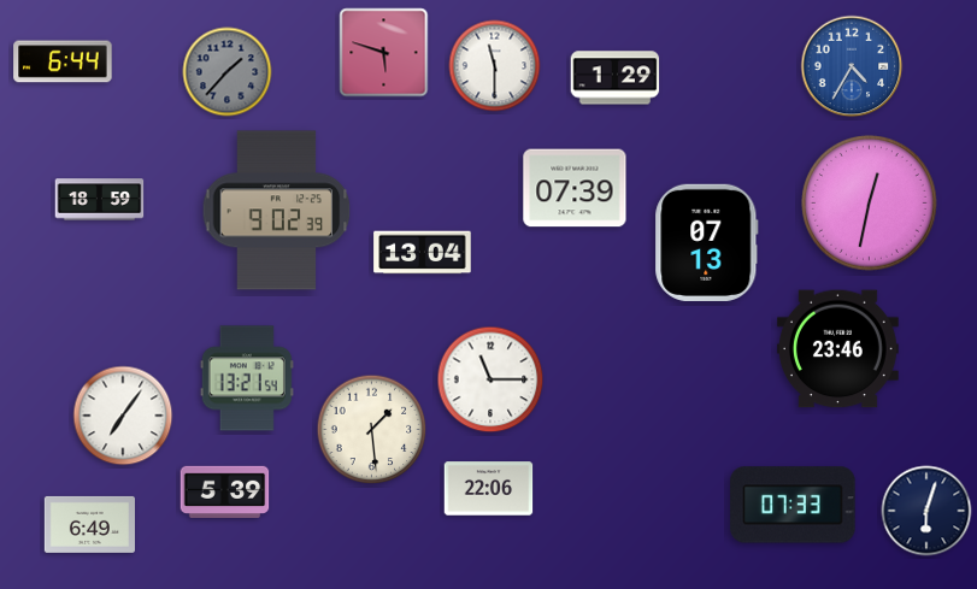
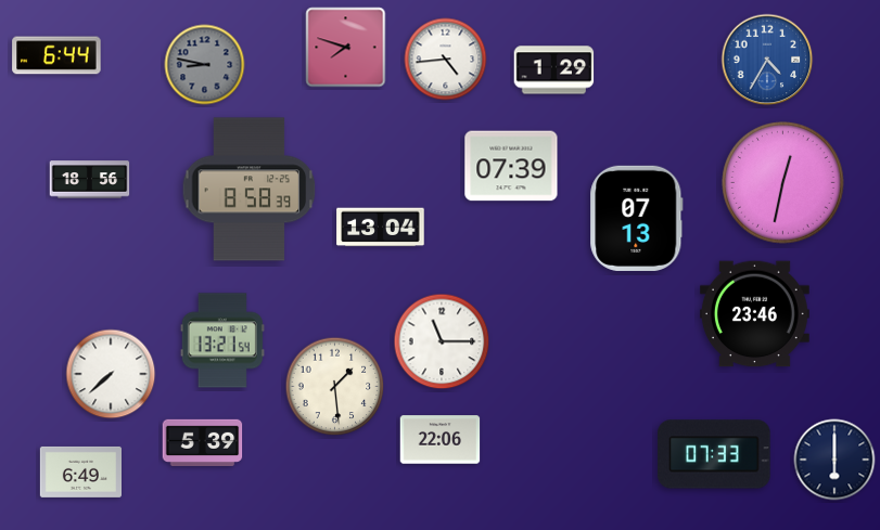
clock at (384, 53): 5:48 -> 7:48
clock at (495, 66): 11:30 -> 4:44
clock at (228, 72): 1:37 -> 8:47
clock at (575, 188) position: (575, 188) -> (511, 166)
clock at (100, 200): 18:59 -> 18:56
clock at (277, 211): 9:02 -> 8:58
clock at (123, 416): 7:06 -> 7:38
clock at (926, 511): 6:03 -> 6:00
